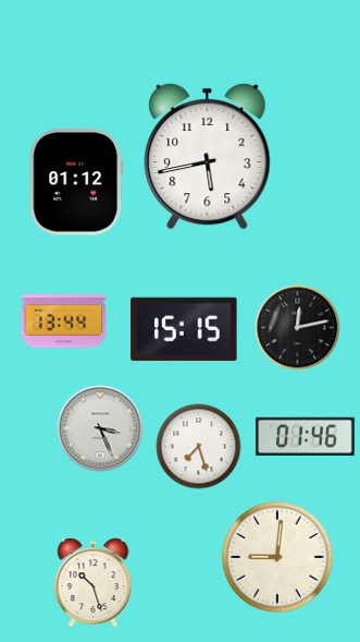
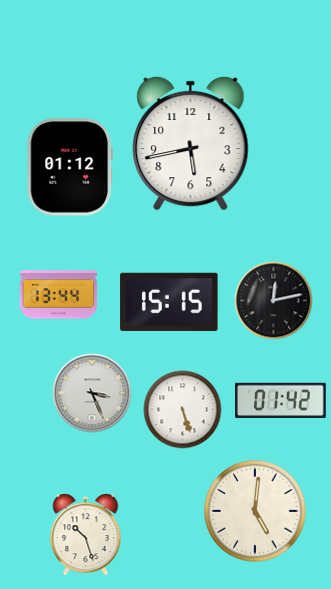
clock at (306, 436): 01:46 -> 01:42
clock at (198, 446): 7:27 -> 5:27
clock at (277, 557): 9:01 -> 5:01
